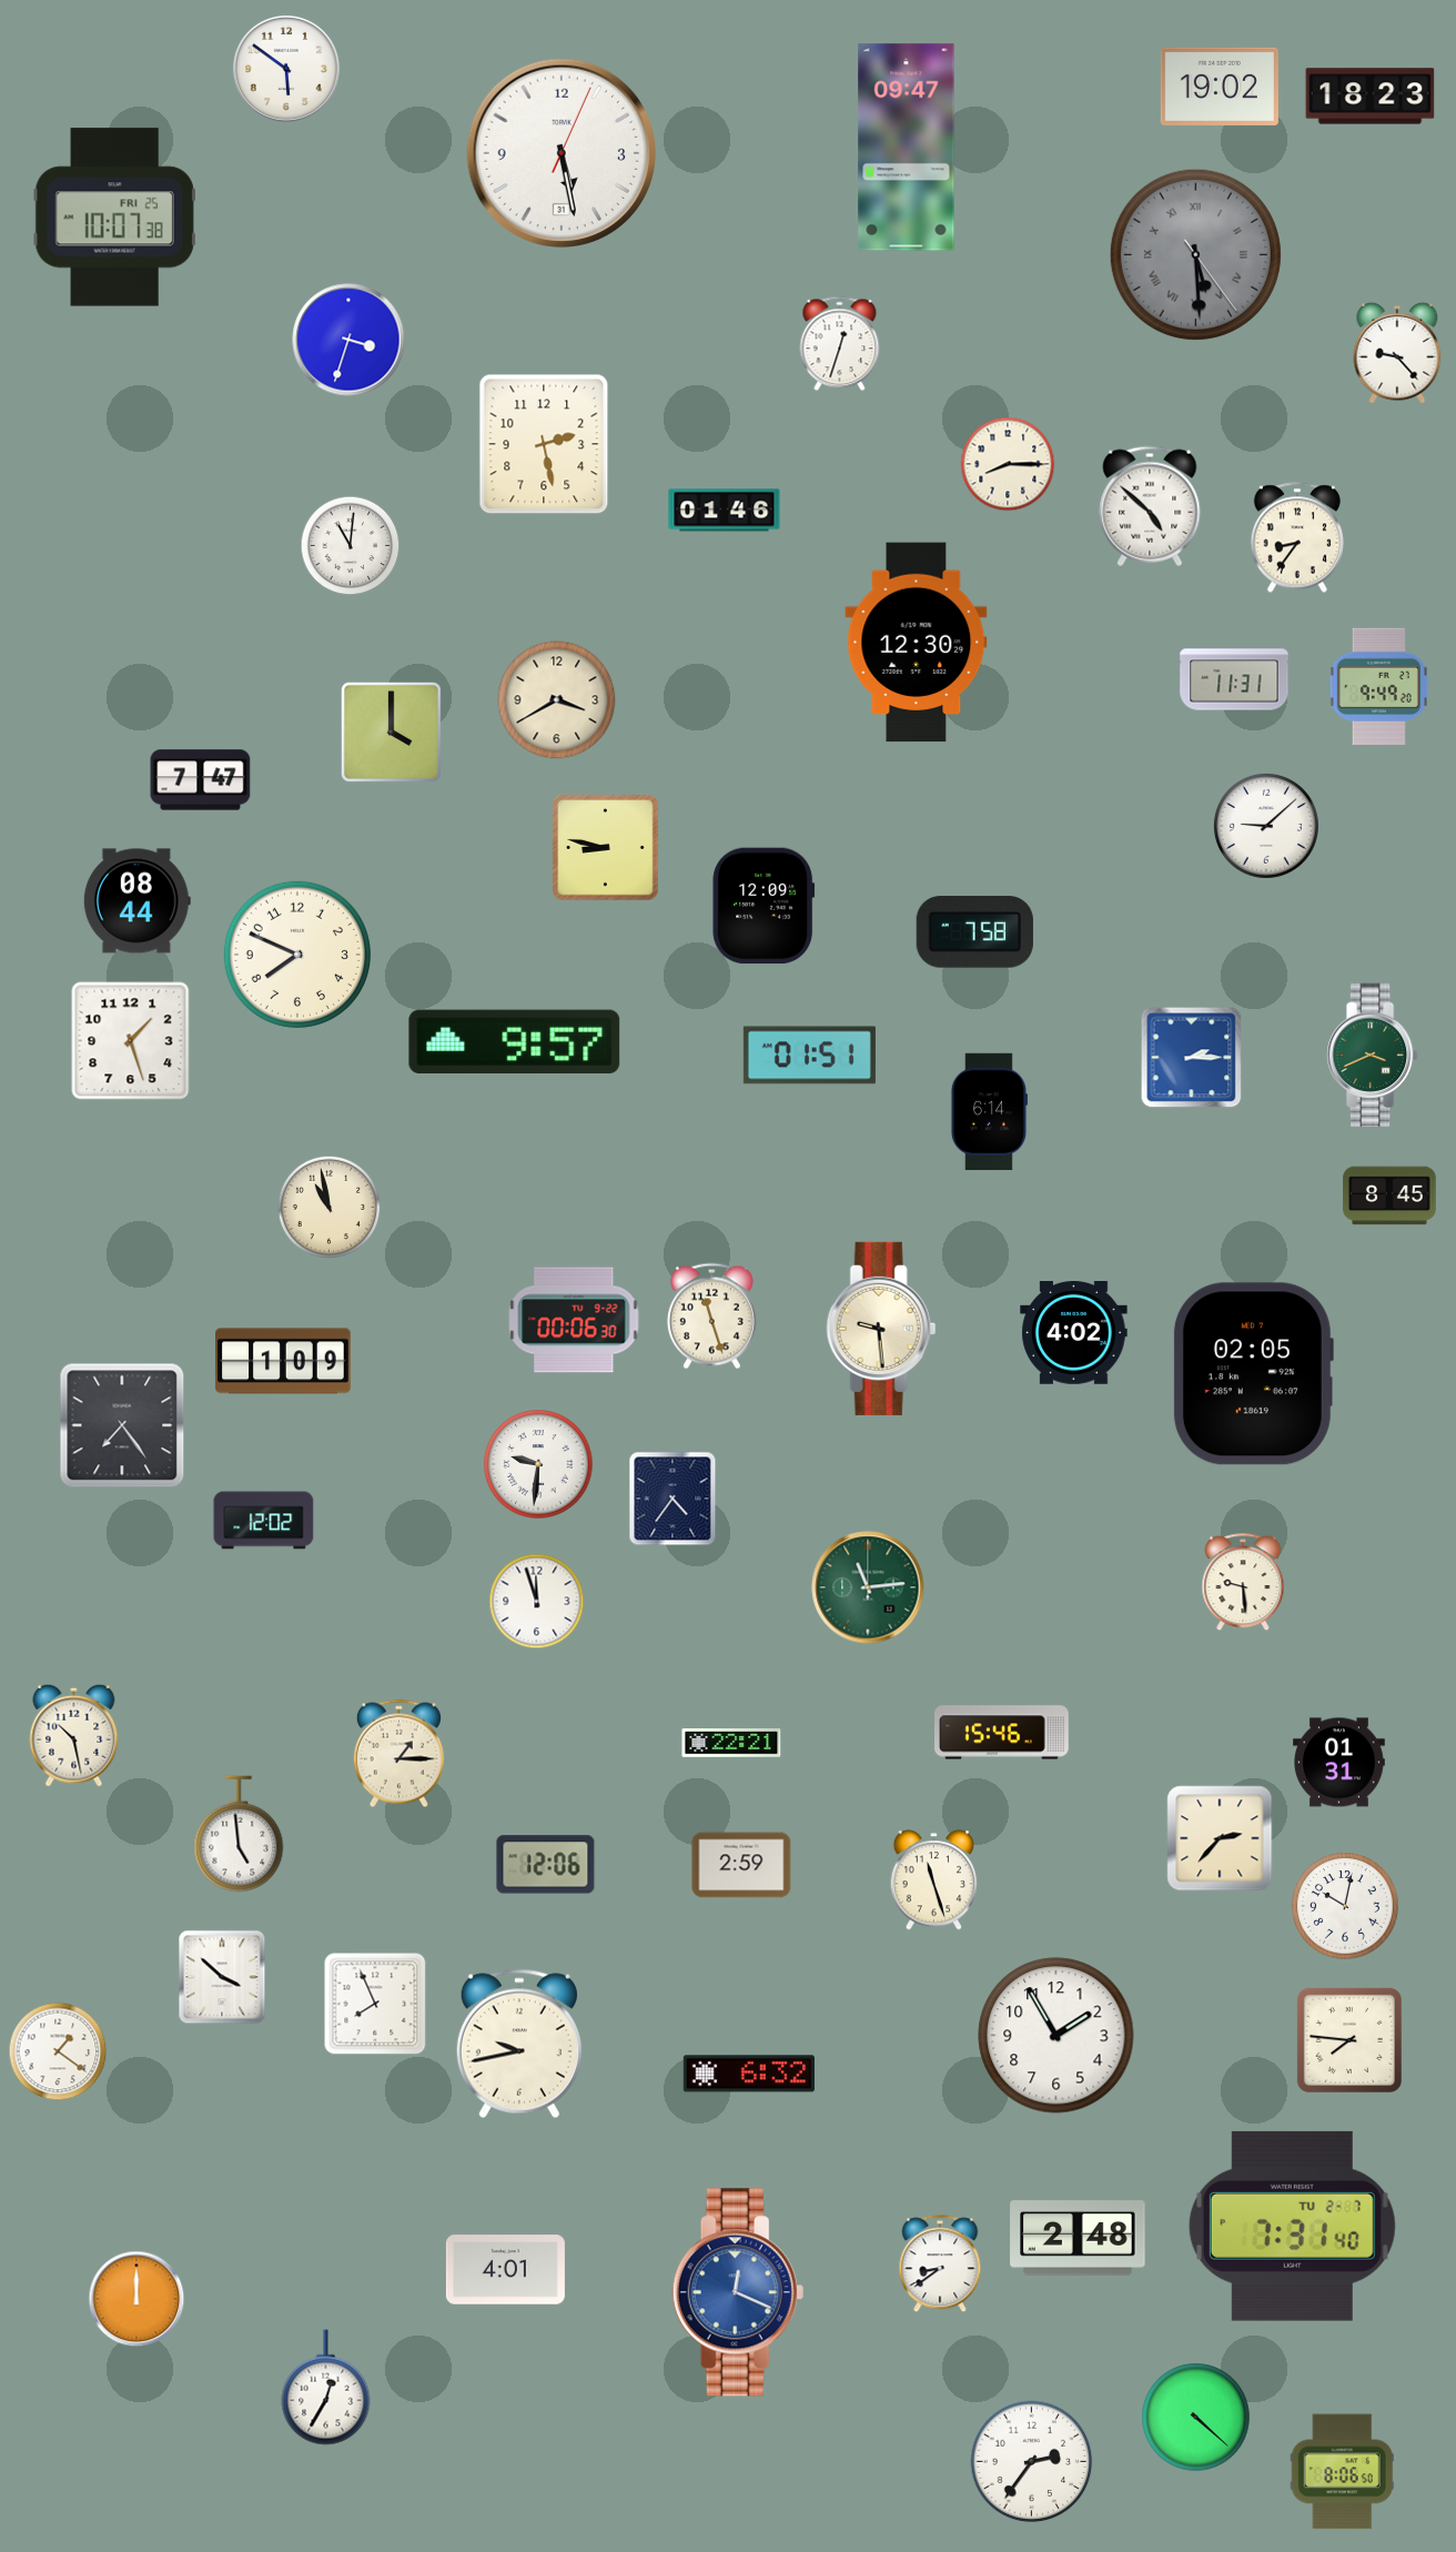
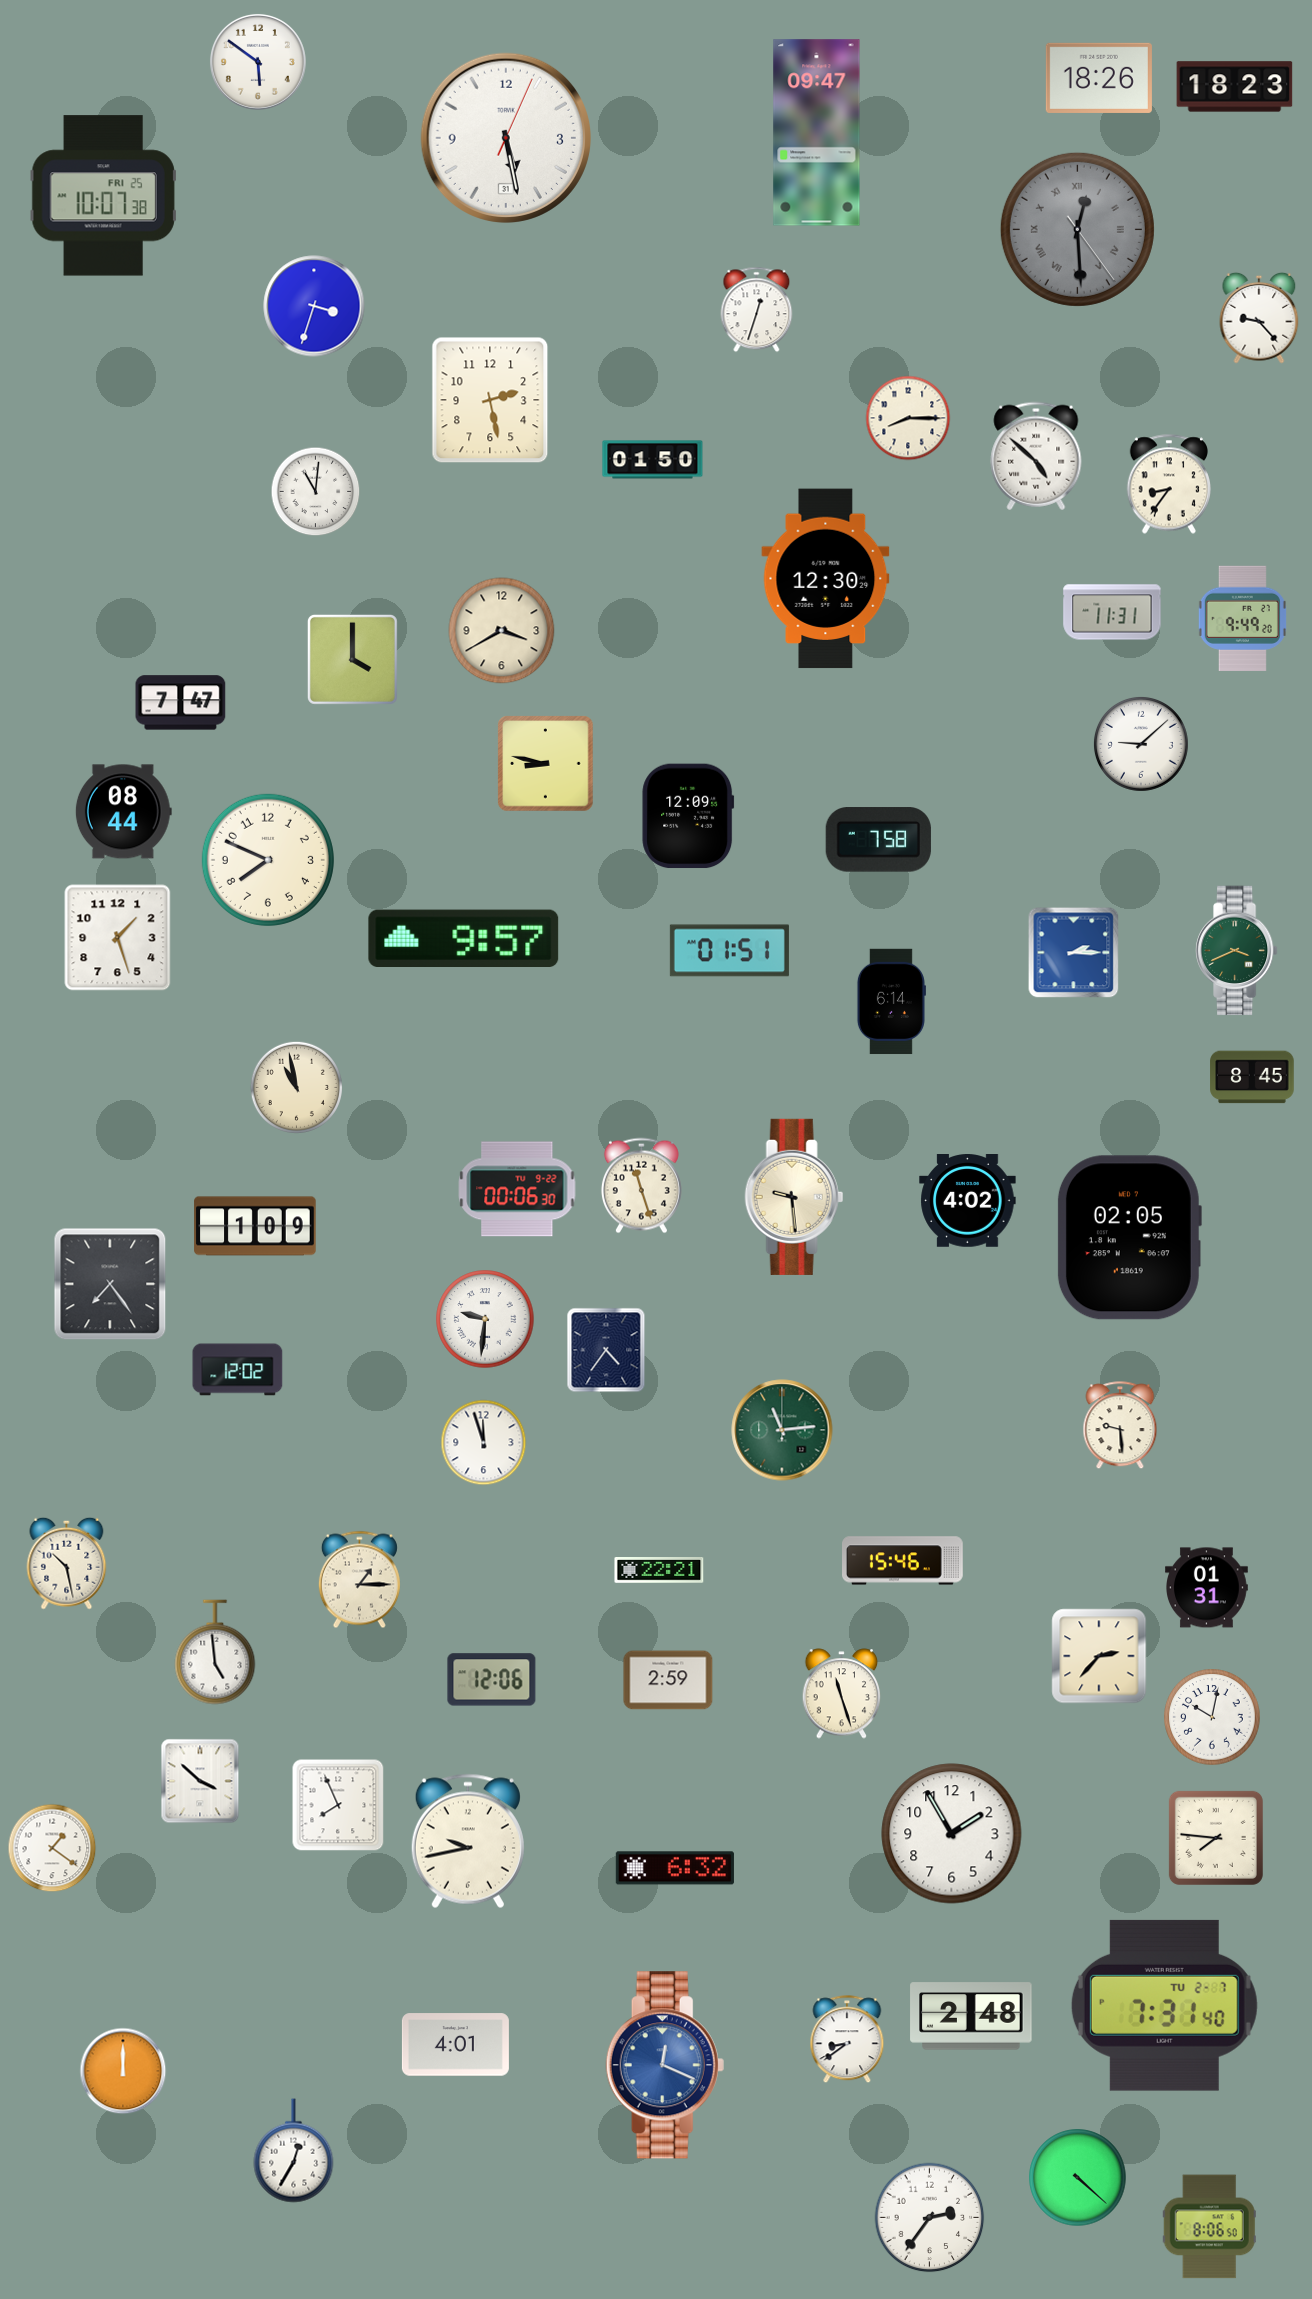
clock at (1220, 87): 19:02 -> 18:26
clock at (1195, 254): 5:29 -> 12:29
clock at (725, 511): 01:46 -> 01:50
